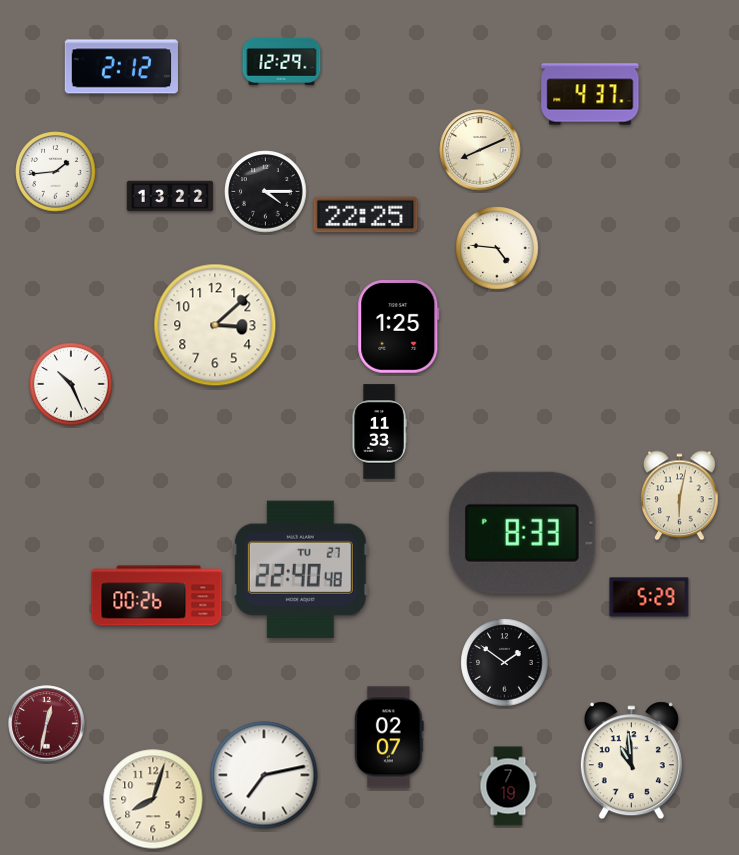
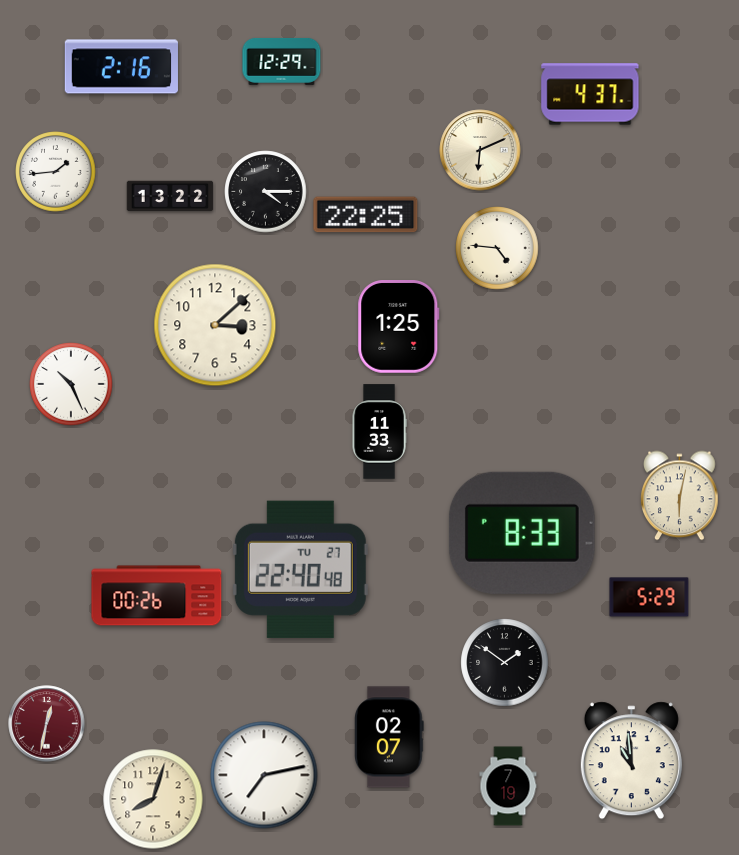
clock at (121, 67): 2:12 -> 2:16
clock at (480, 150): 8:11 -> 6:11
